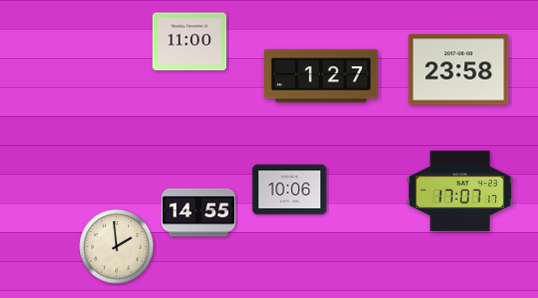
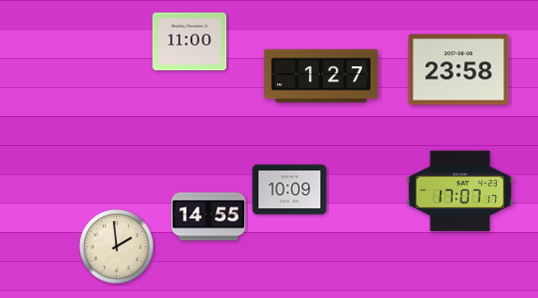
clock at (290, 190): 10:06 -> 10:09
clock at (199, 213) position: (199, 213) -> (209, 217)
